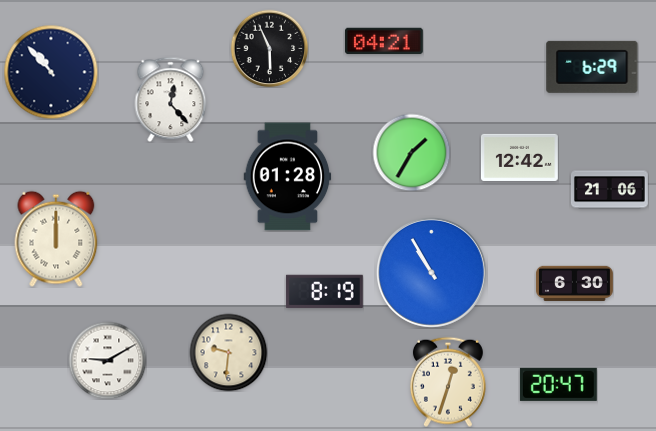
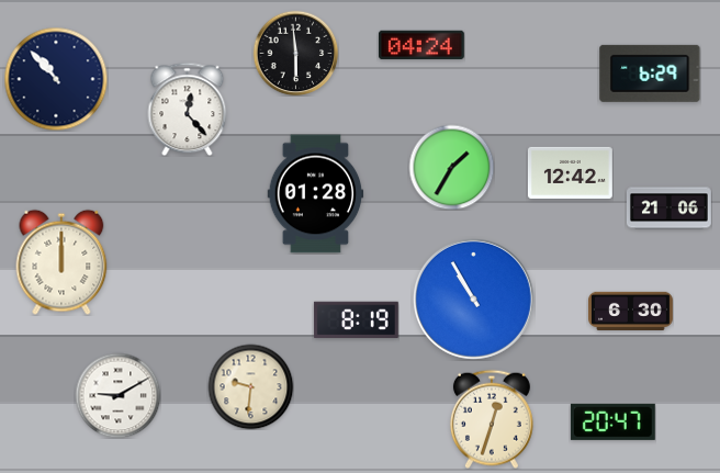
clock at (384, 41): 04:21 -> 04:24
clock at (269, 48): 5:56 -> 5:59
